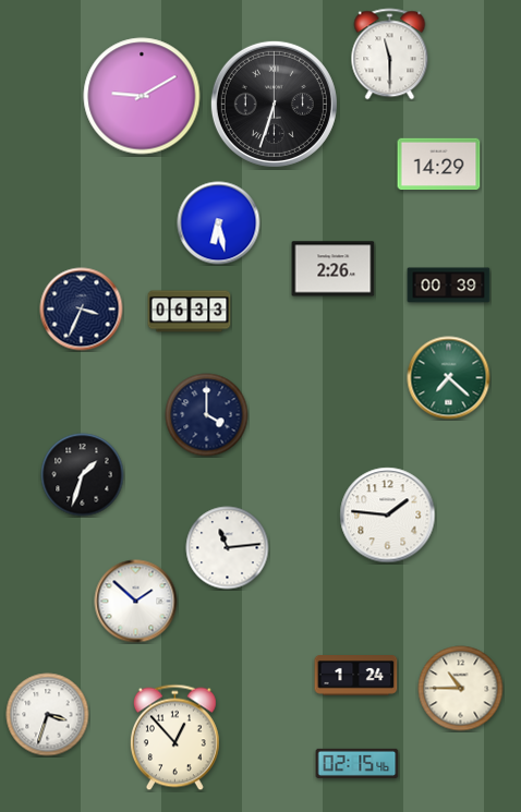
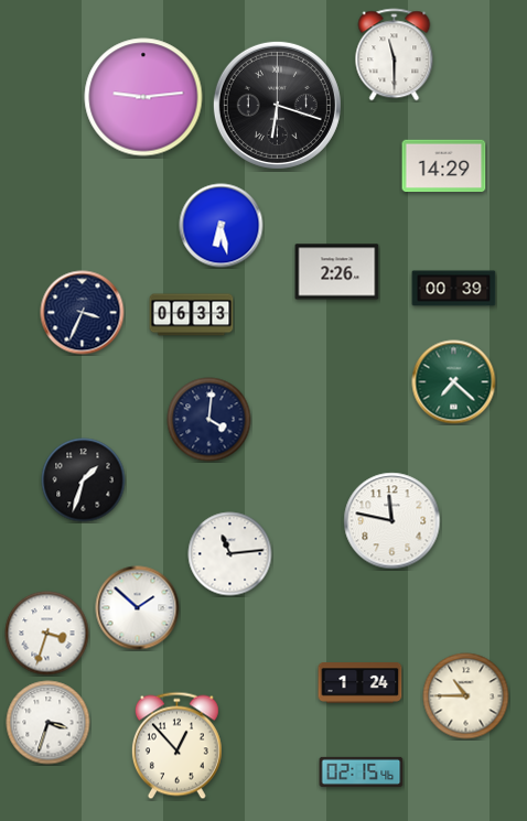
clock at (142, 96): 9:10 -> 9:14
clock at (274, 104): 6:33 -> 6:18
clock at (207, 415): 4:00 -> 4:01
clock at (388, 516): 1:46 -> 11:47
clock at (47, 634): none -> 3:33
